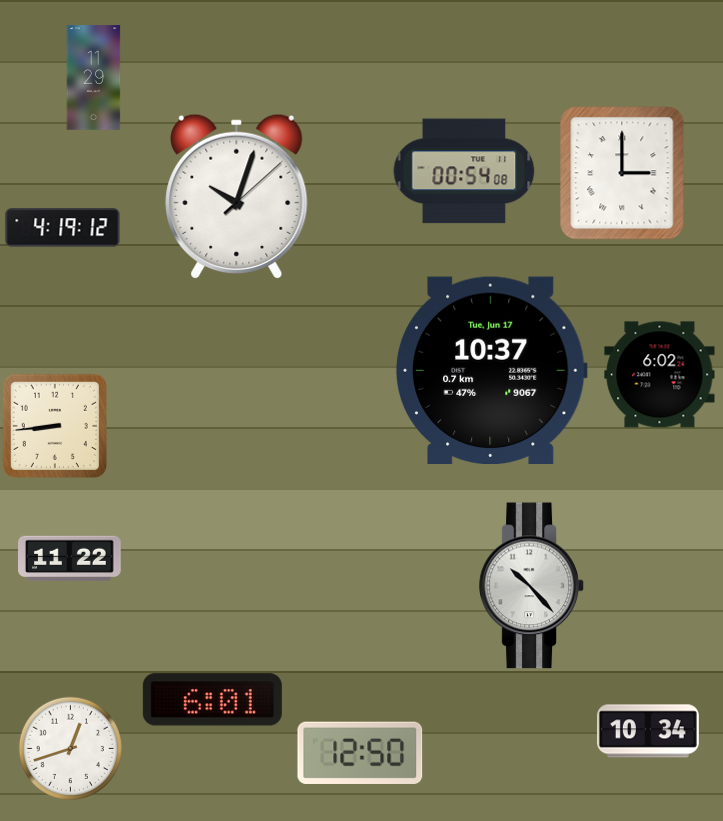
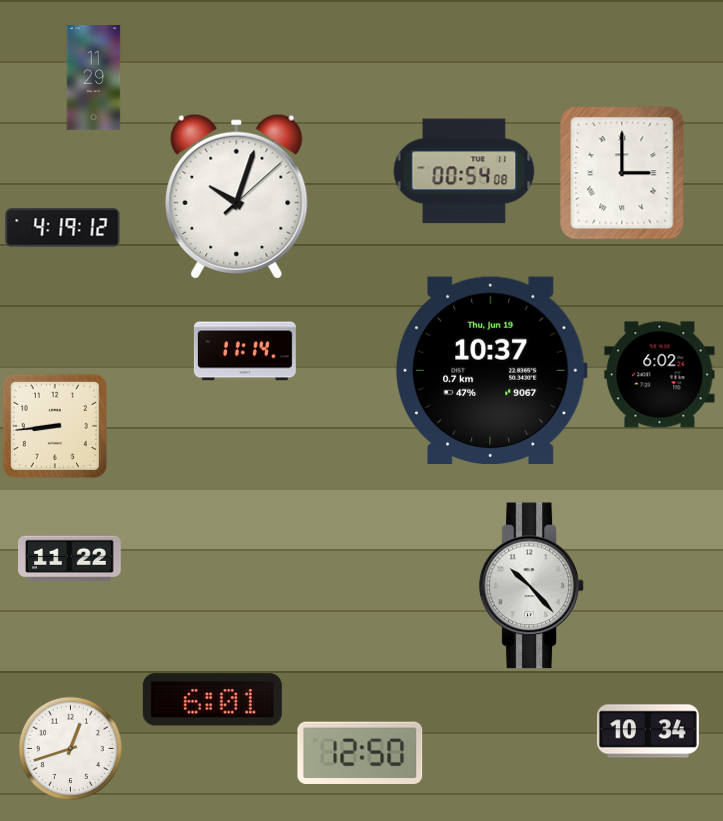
clock at (245, 351): none -> 11:14
clock at (491, 370) date: Tue, Jun 17 -> Thu, Jun 19
